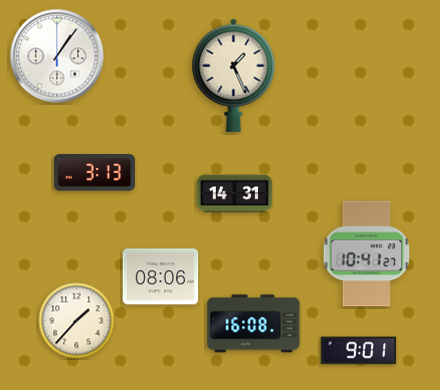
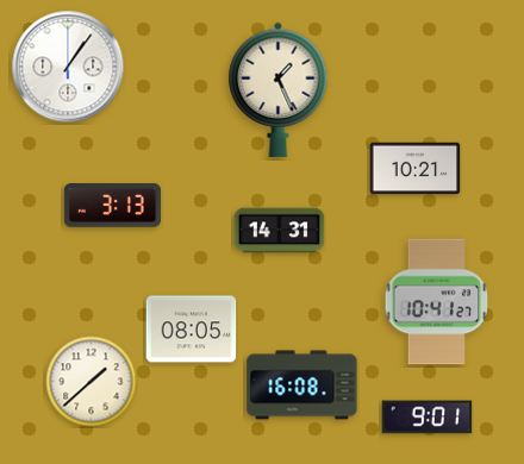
clock at (416, 169): none -> 10:21
clock at (161, 277): 08:06 -> 08:05
clock at (77, 321): 1:37 -> 1:38
